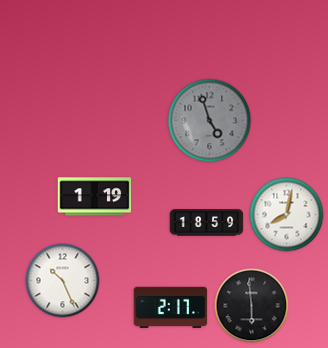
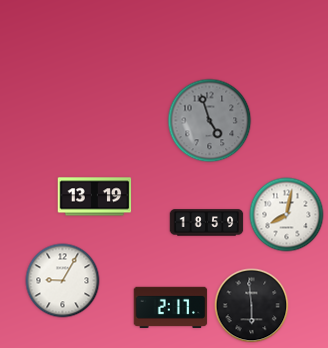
clock at (95, 197): 1:19 -> 13:19
clock at (63, 281): 10:26 -> 9:05
